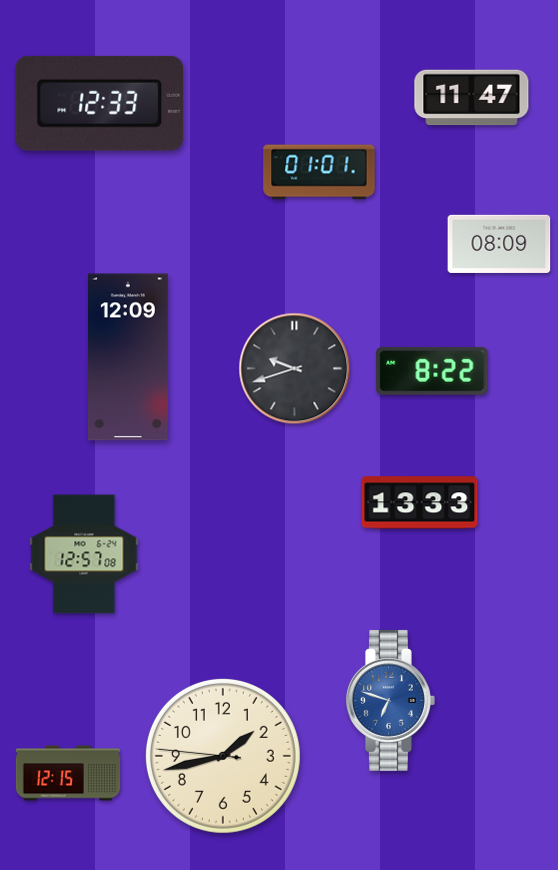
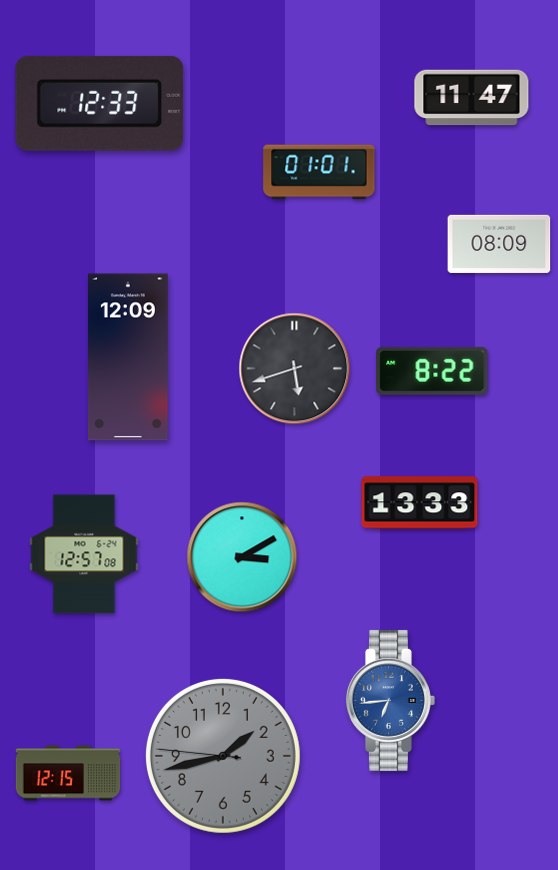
clock at (295, 369): 9:42 -> 5:42
clock at (242, 557): none -> 3:10
clock at (390, 700): 6:48 -> 6:44
clock at (223, 756) dial: cream -> grey
